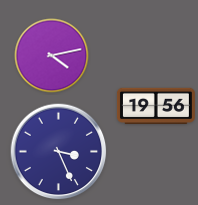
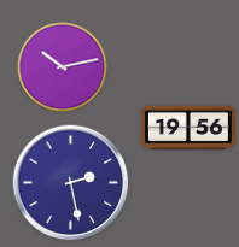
clock at (52, 56): 4:13 -> 10:13
clock at (59, 152): 3:26 -> 2:28
